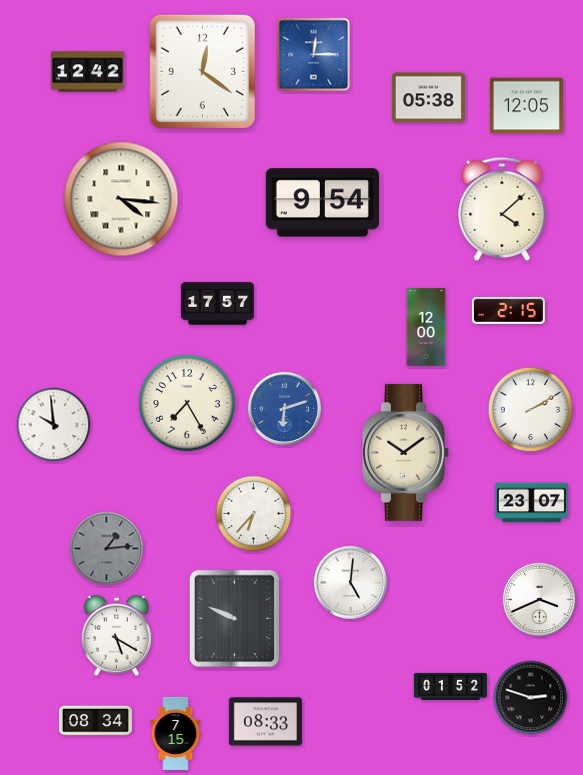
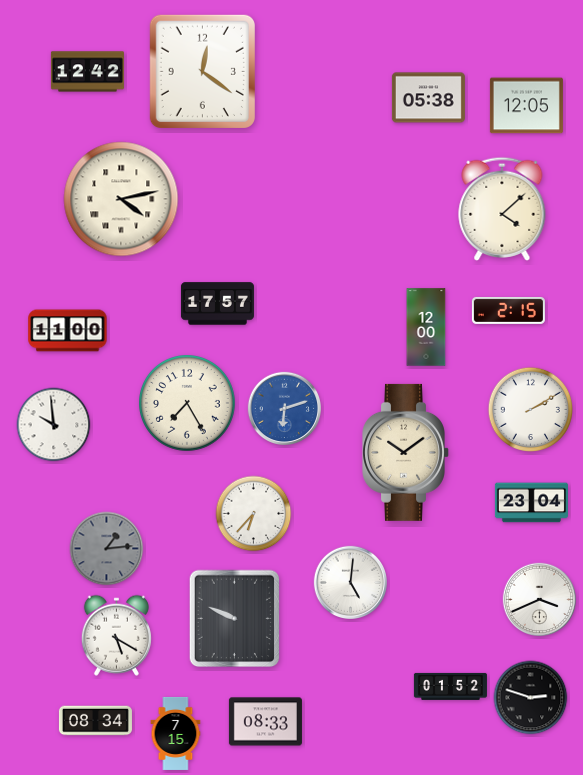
clock at (314, 55): 12:15 -> none
clock at (121, 199): 4:16 -> 4:13
clock at (322, 203): 9:54 -> none
clock at (68, 331): none -> 11:00
clock at (531, 503): 23:07 -> 23:04
